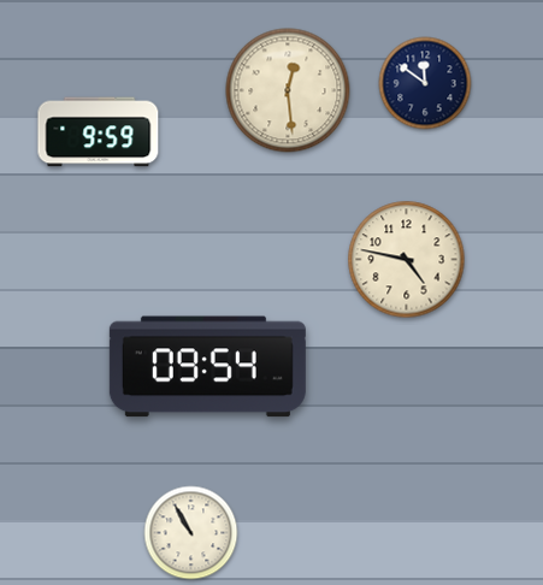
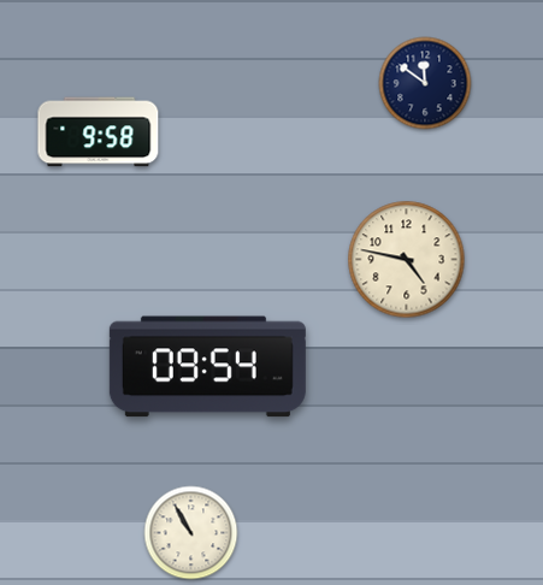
clock at (288, 90): 12:29 -> none
clock at (99, 132): 9:59 -> 9:58
